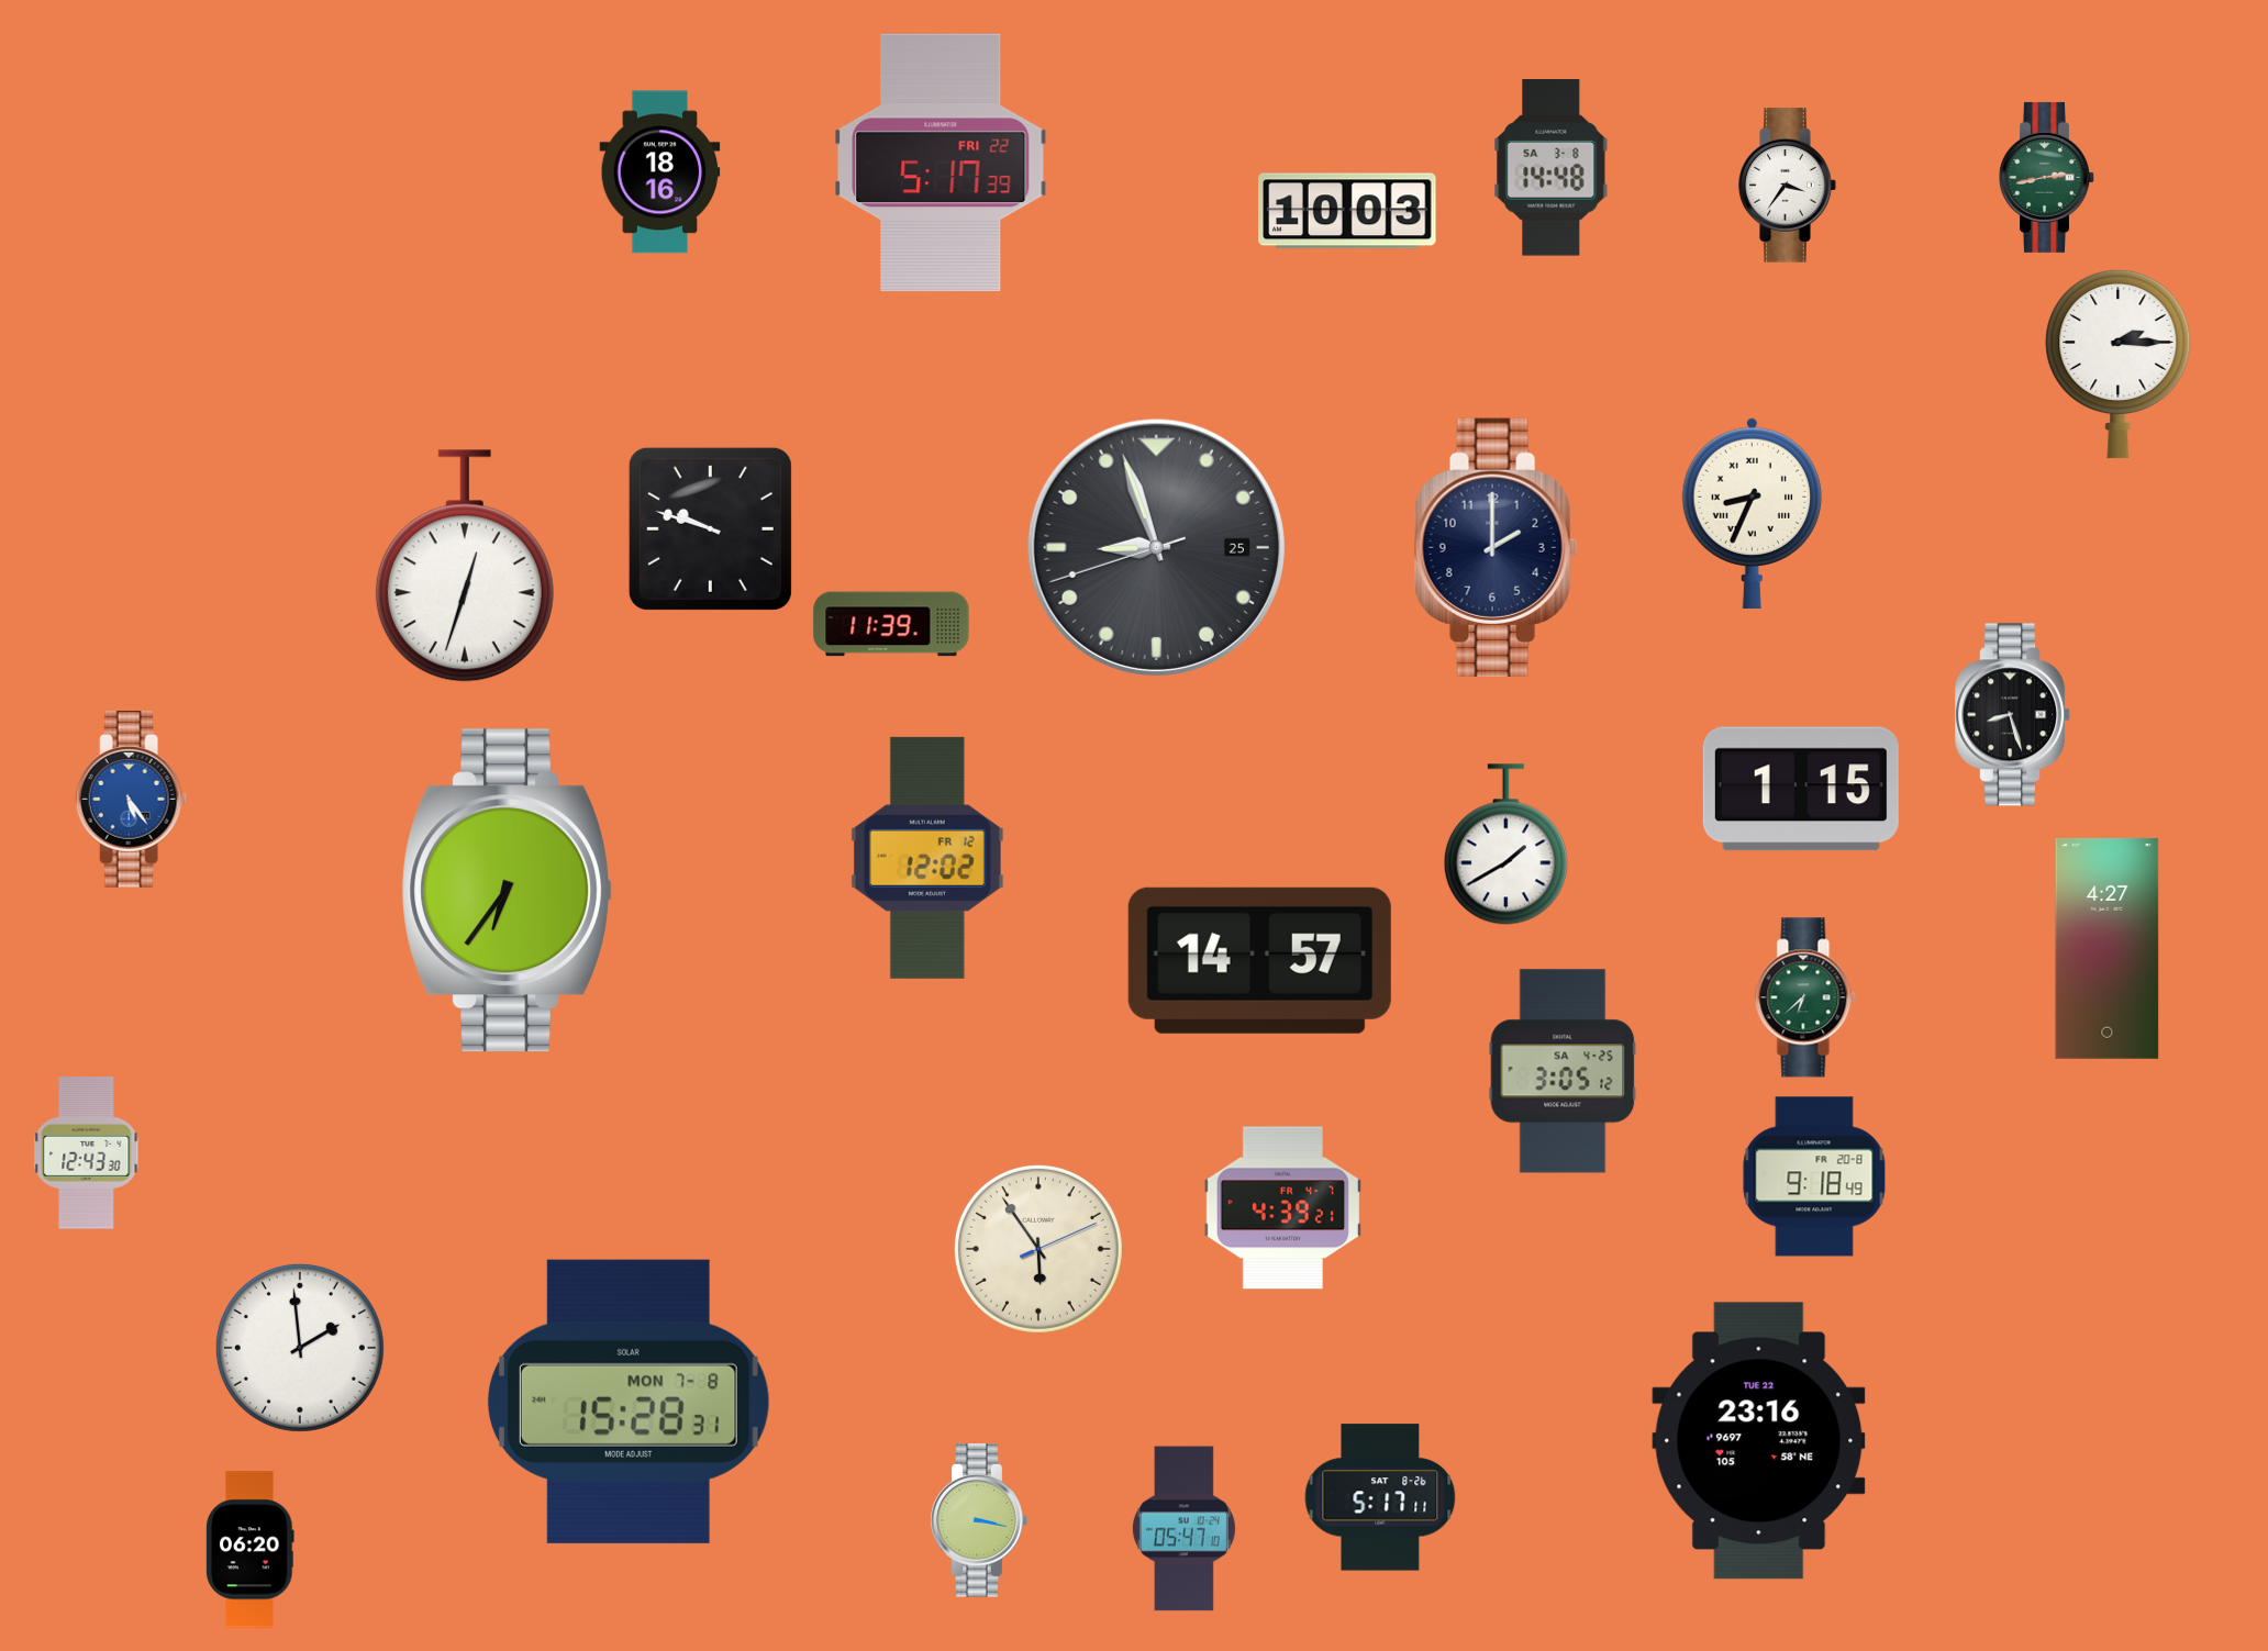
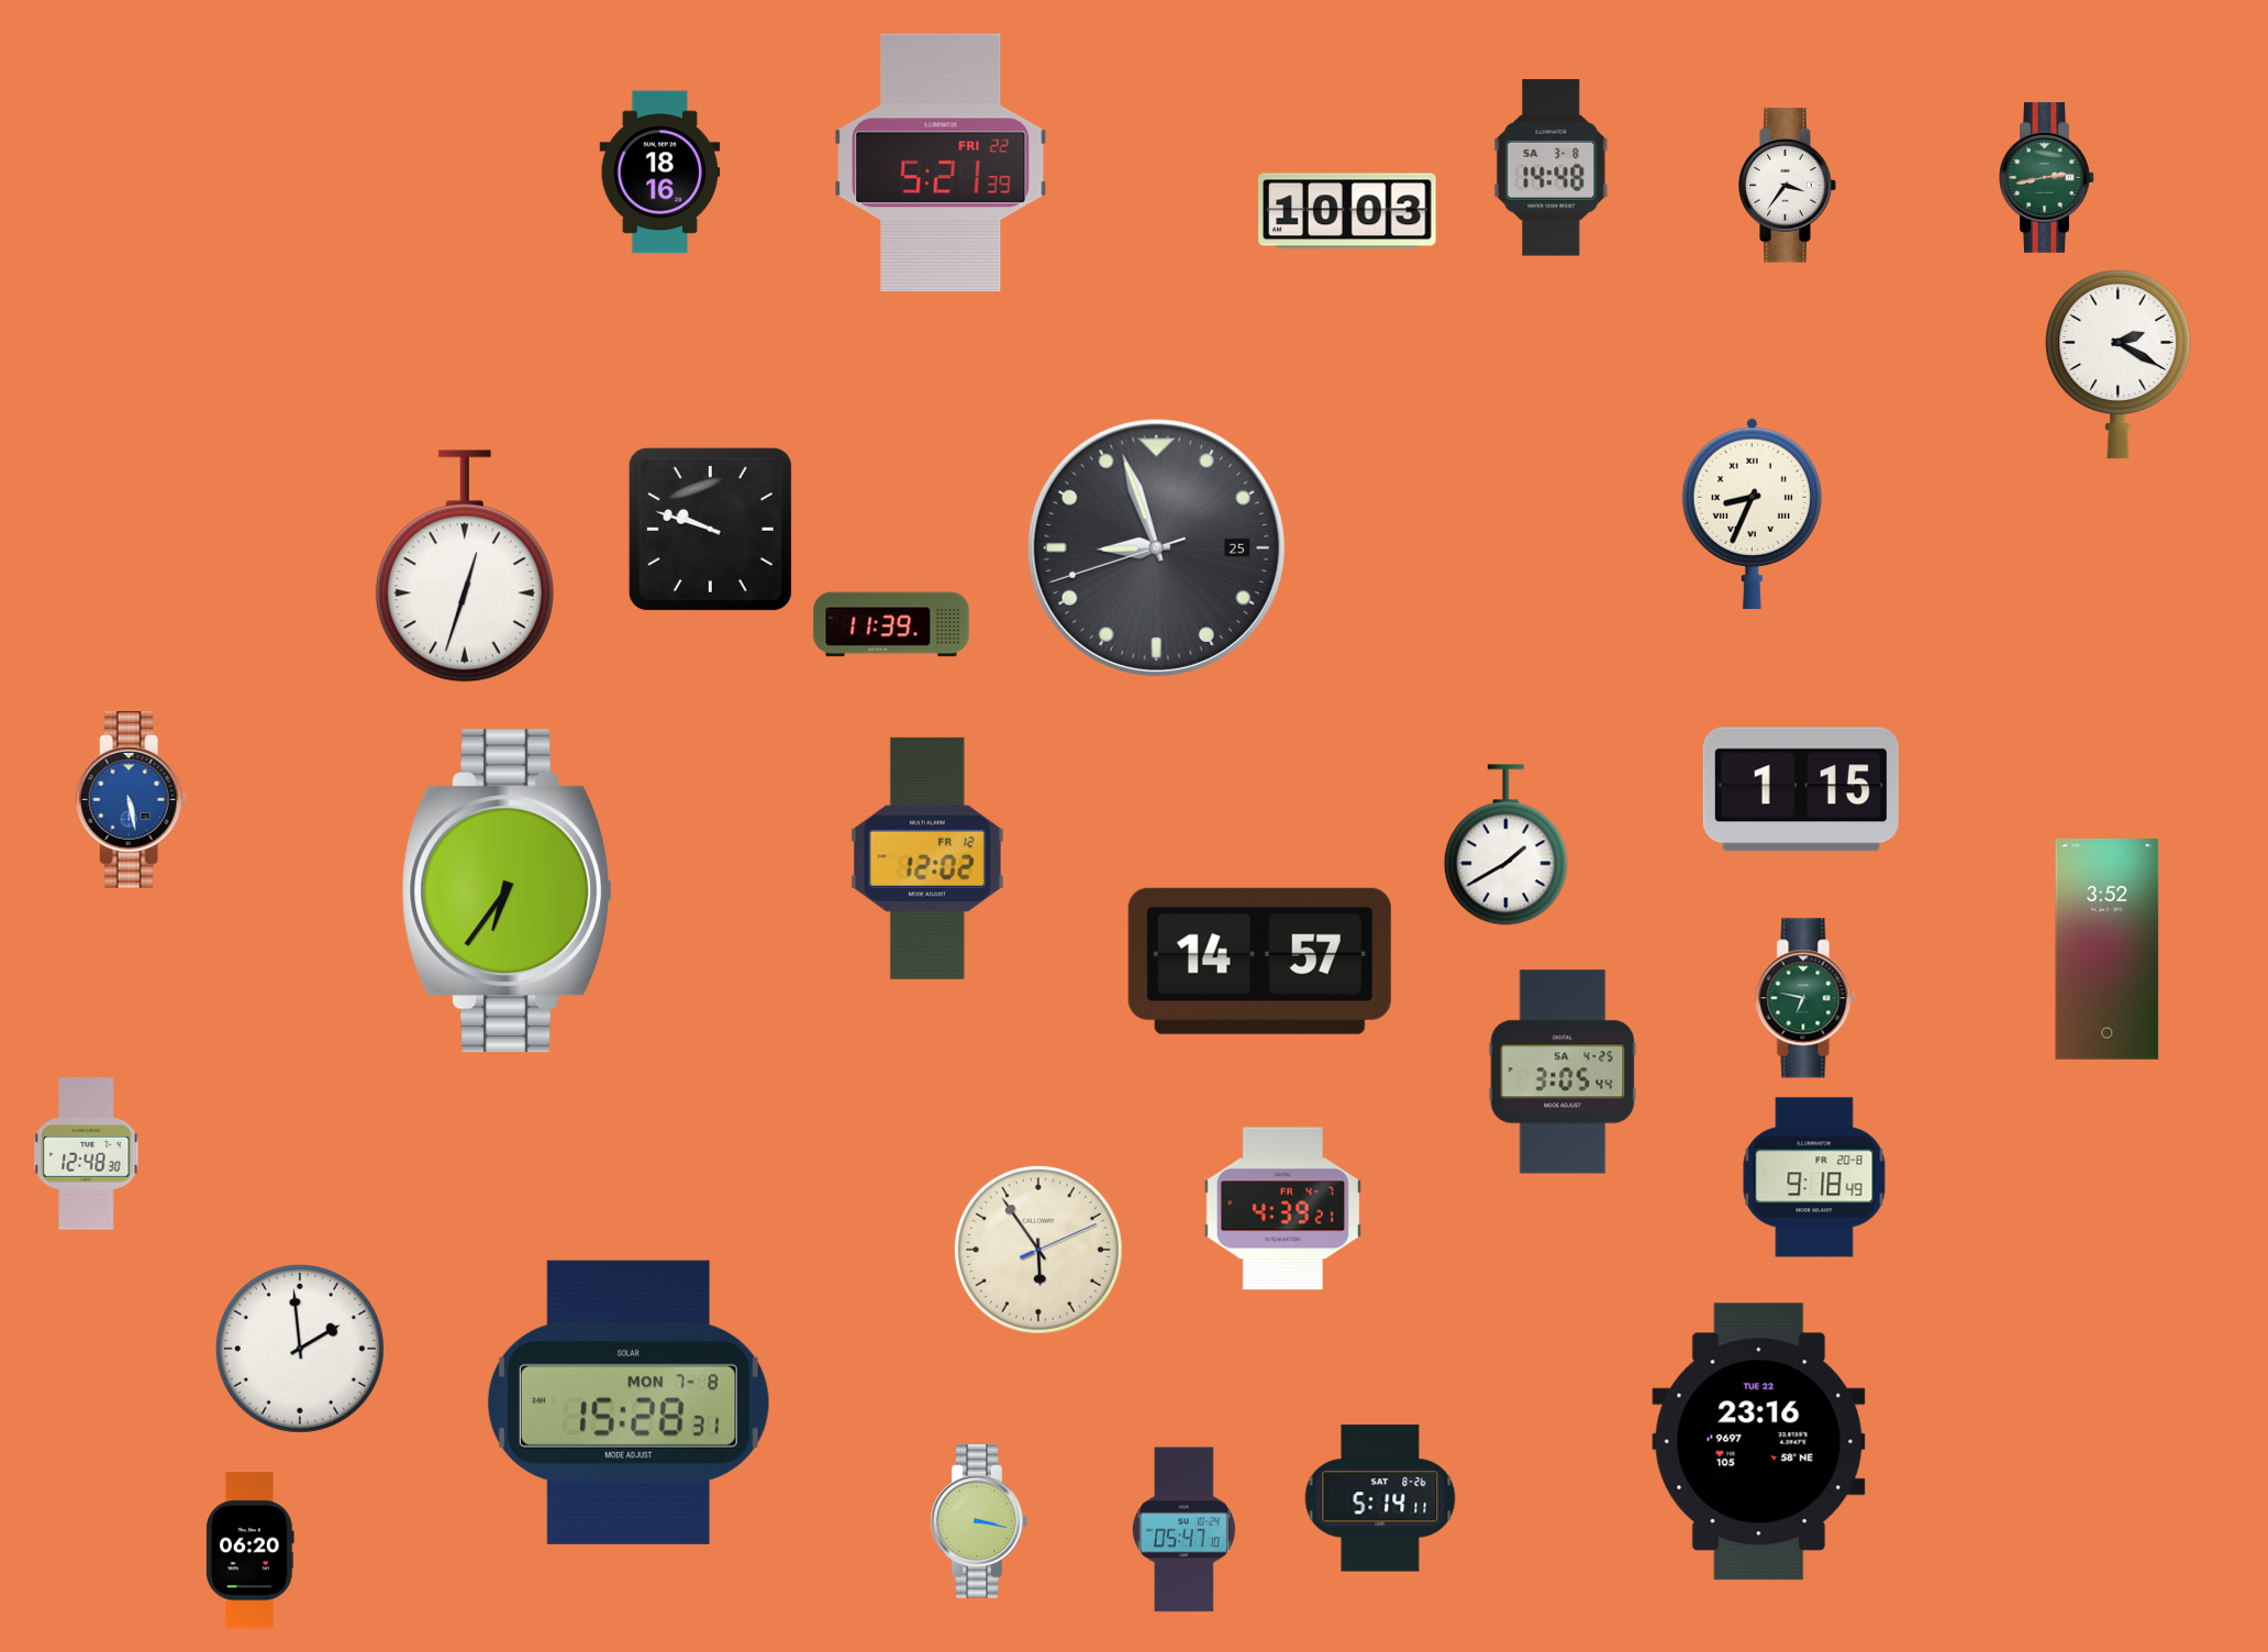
clock at (941, 163): 5:17 -> 5:21
clock at (2119, 364): 2:15 -> 2:20
clock at (1496, 547): 2:00 -> none
clock at (2013, 715): 8:27 -> none
clock at (132, 800): 5:24 -> 5:28
clock at (2108, 948): 4:27 -> 3:52
clock at (1805, 997): 6:38 -> 6:47
clock at (1563, 1071): 3:05:12 -> 3:05:44
clock at (87, 1153): 12:43 -> 12:48
clock at (1380, 1497): 5:17 -> 5:14
